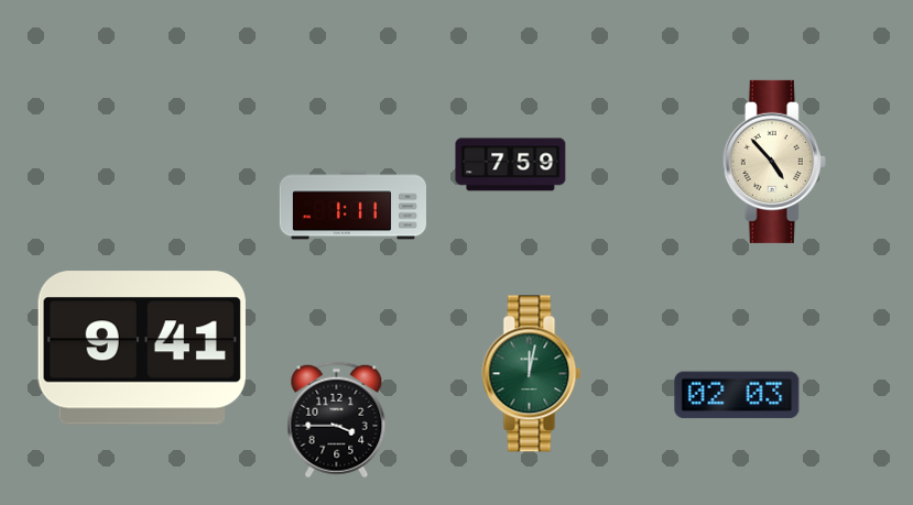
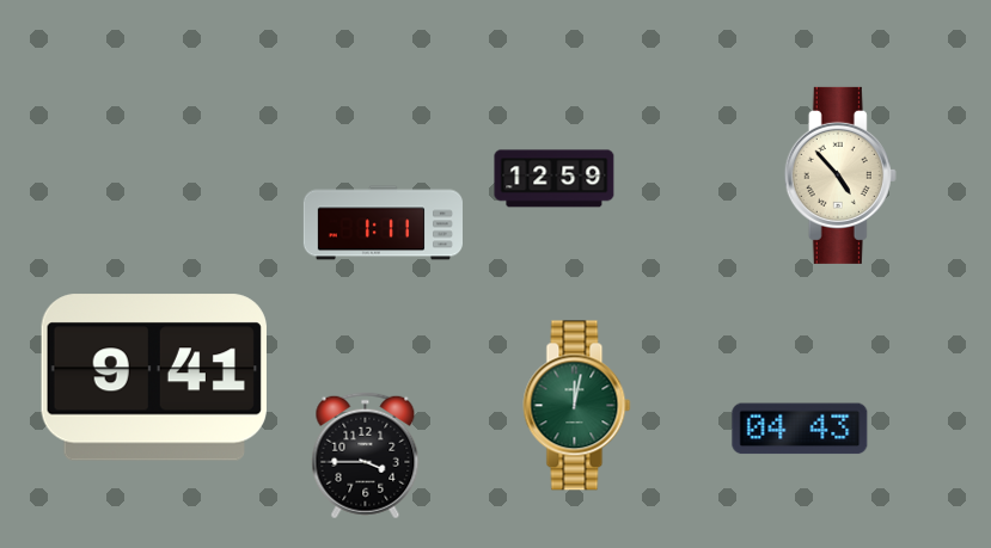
clock at (511, 165): 7:59 -> 12:59
clock at (737, 395): 02:03 -> 04:43
